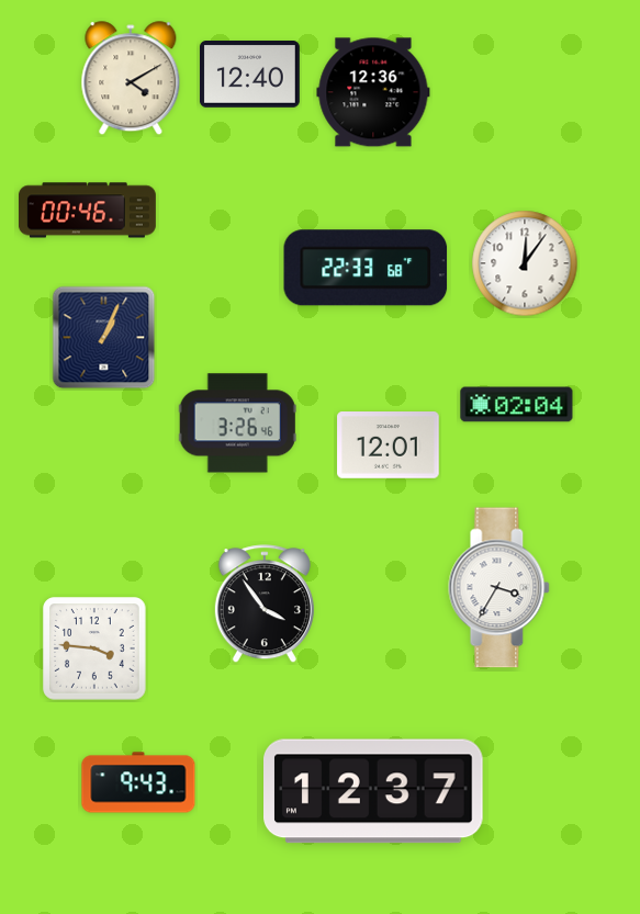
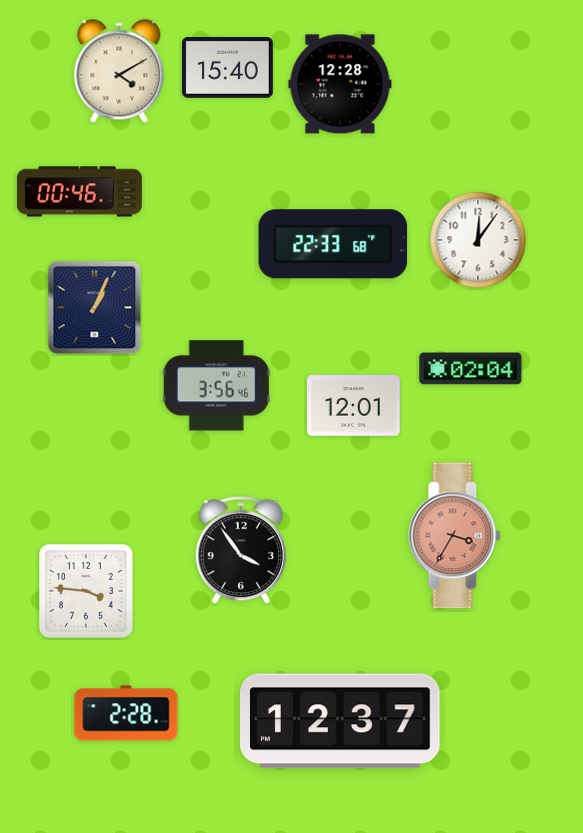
clock at (249, 75): 12:40 -> 15:40
clock at (373, 92): 12:36 -> 12:28
clock at (237, 424): 3:26 -> 3:56
clock at (499, 588) dial: white -> salmon
clock at (138, 782): 9:43 -> 2:28
